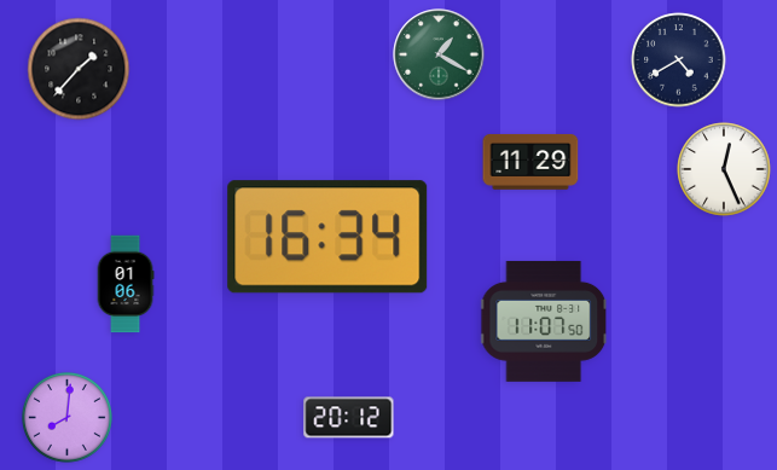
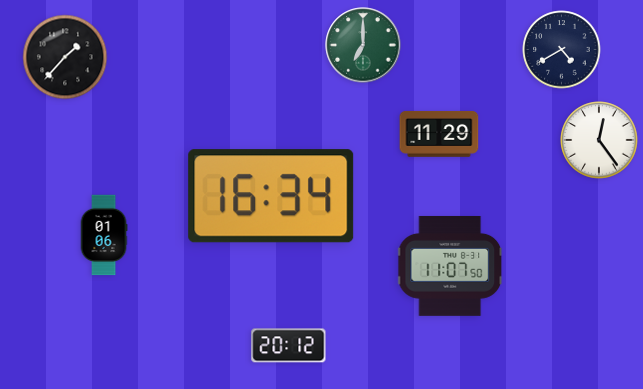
clock at (439, 54): 1:20 -> 7:00
clock at (724, 169): 12:26 -> 12:24
clock at (66, 417): 8:01 -> none
